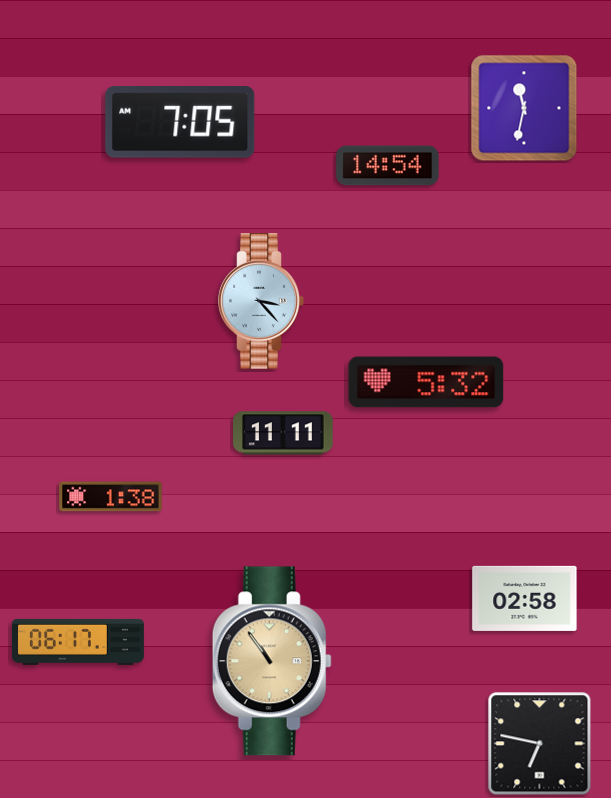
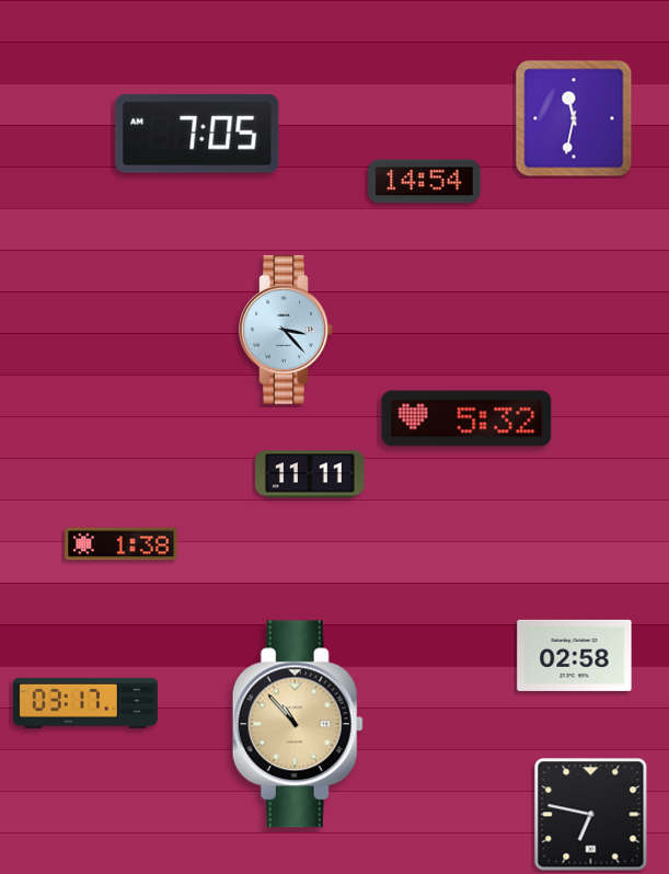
clock at (78, 642): 06:17 -> 03:17
clock at (272, 661): 10:54 -> 10:53
